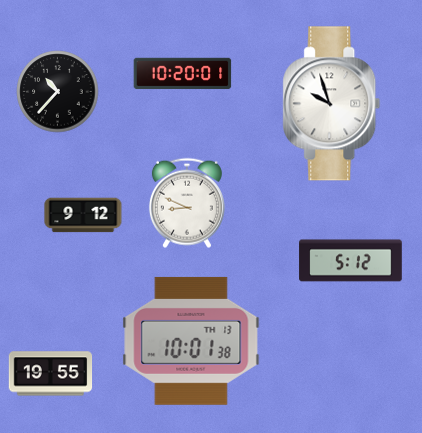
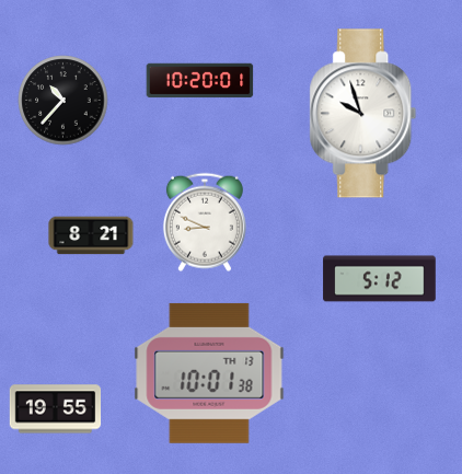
clock at (83, 215): 9:12 -> 8:21
clock at (351, 261) position: (351, 261) -> (380, 279)
